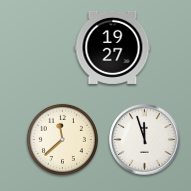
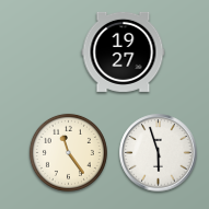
clock at (62, 139): 11:38 -> 11:24
clock at (145, 140): 11:57 -> 5:57
